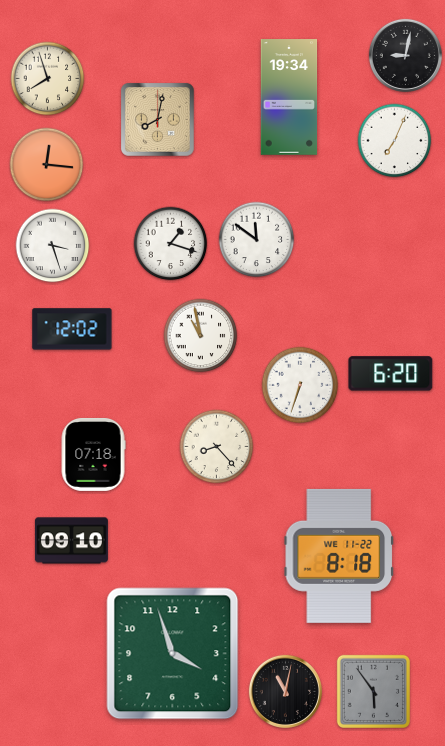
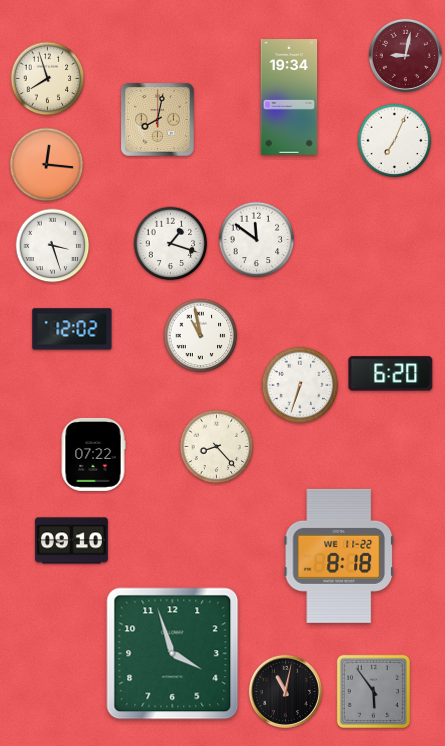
clock at (405, 55) dial: black -> burgundy
clock at (93, 454): 07:18 -> 07:22
